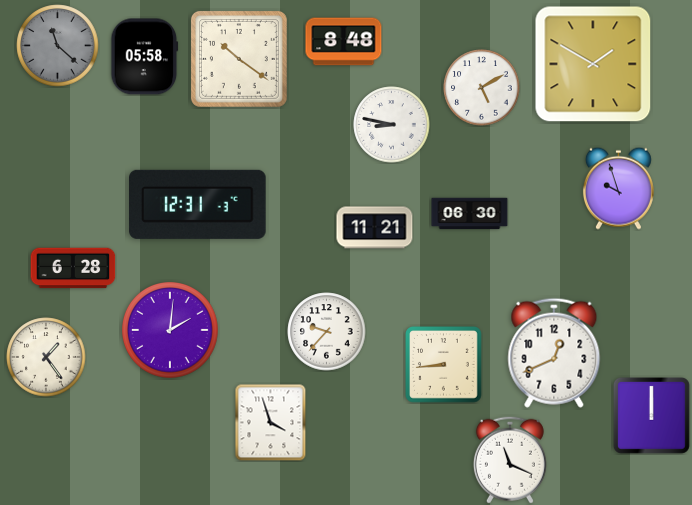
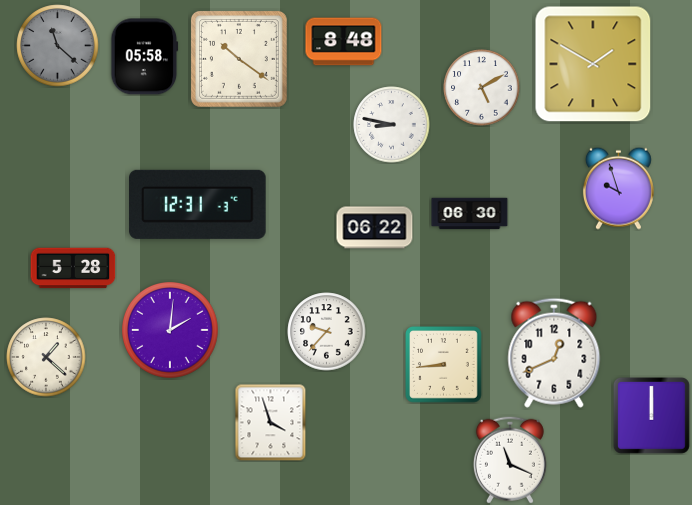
clock at (375, 228): 11:21 -> 06:22
clock at (73, 268): 6:28 -> 5:28
clock at (46, 357): 1:24 -> 1:22
